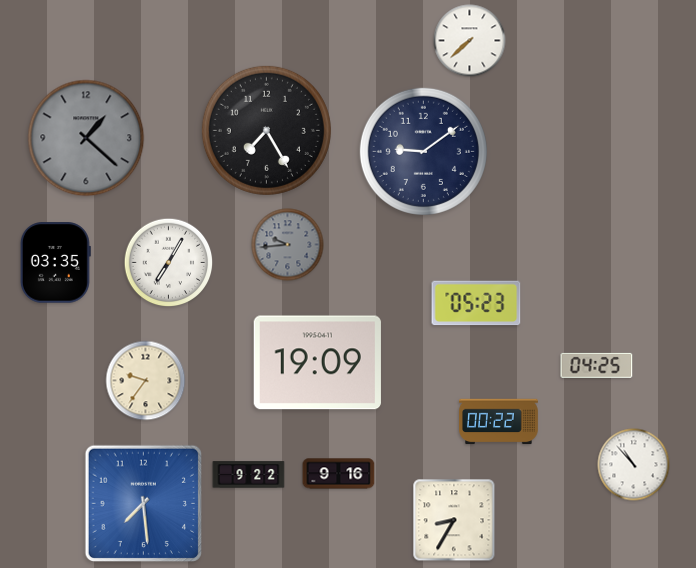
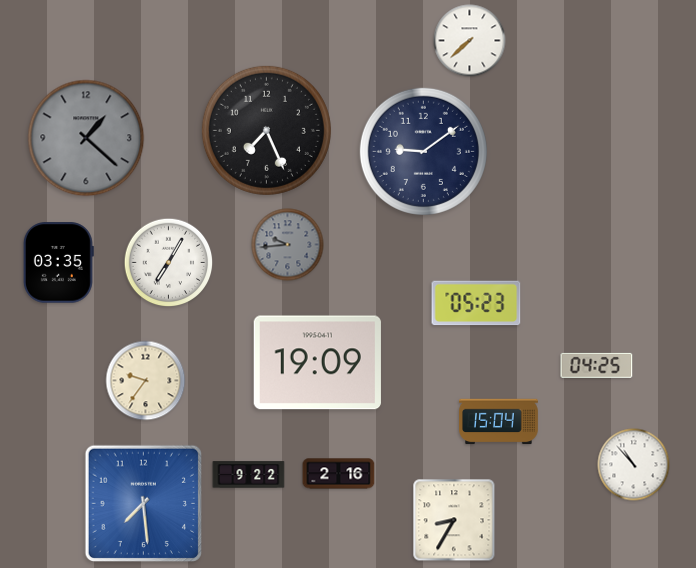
clock at (266, 130): 7:25 -> 7:26
clock at (55, 263) position: (55, 263) -> (58, 263)
clock at (499, 422): 00:22 -> 15:04
clock at (339, 474): 9:16 -> 2:16
